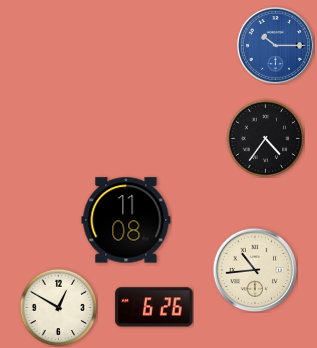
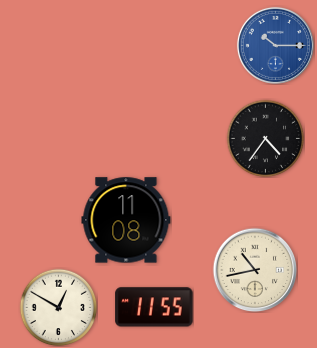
clock at (255, 270): 10:44 -> 10:43
clock at (154, 307): 6:26 -> 11:55
